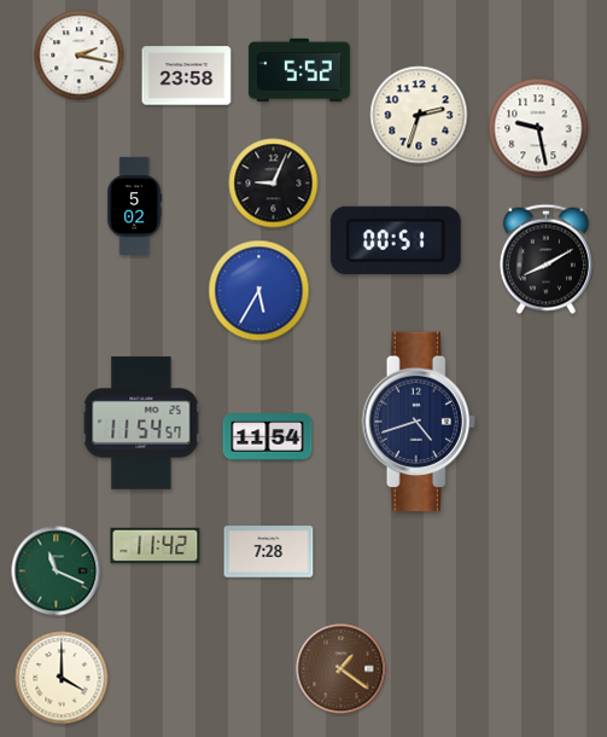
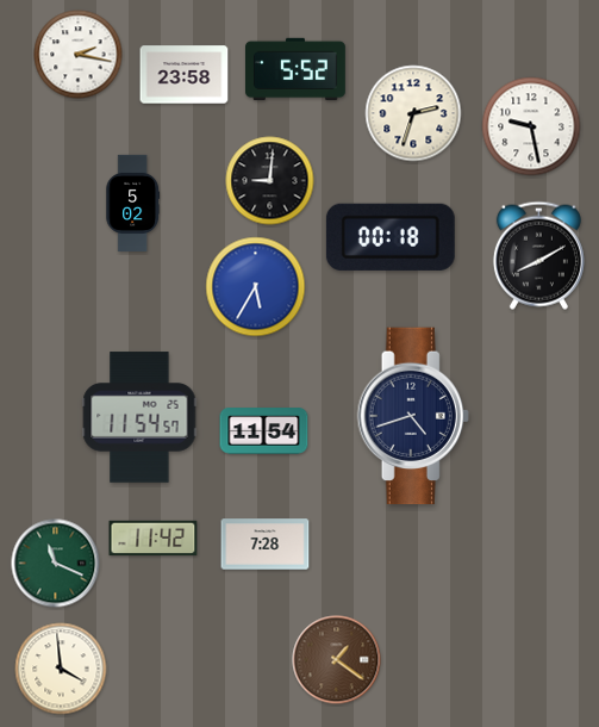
clock at (274, 184): 9:04 -> 9:01
clock at (396, 240): 00:51 -> 00:18
clock at (62, 678): 4:00 -> 3:59
